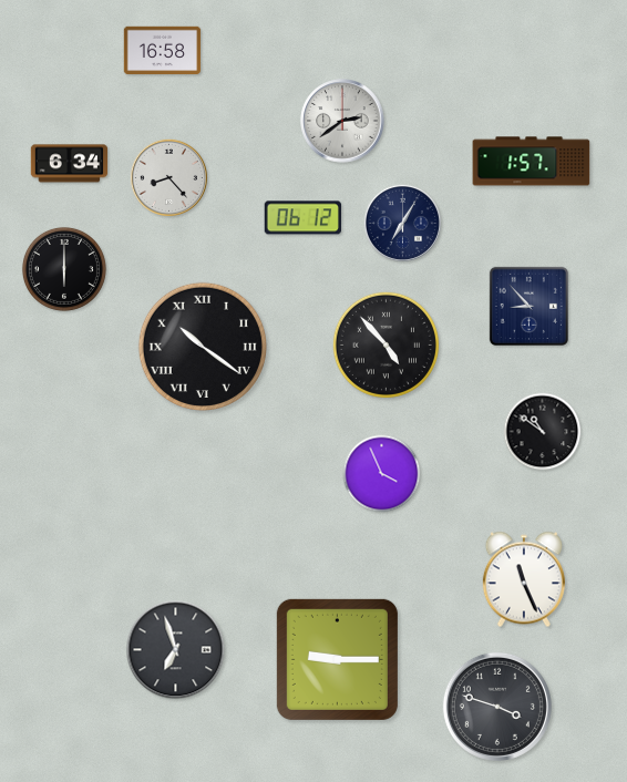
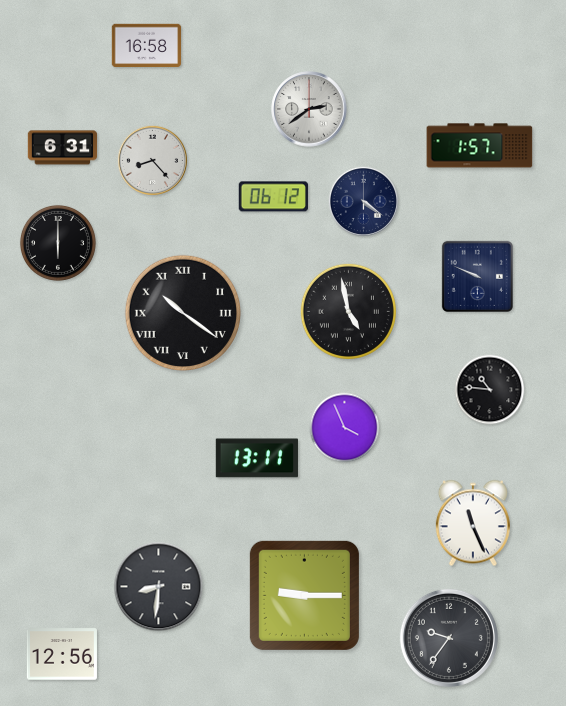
clock at (70, 164): 6:34 -> 6:31
clock at (402, 223): 7:05 -> 4:21
clock at (528, 306): 8:53 -> 9:49
clock at (386, 344): 4:53 -> 4:58
clock at (543, 432): 10:51 -> 10:46
clock at (257, 458): none -> 13:11
clock at (176, 650): 6:57 -> 8:31
clock at (497, 707): 3:48 -> 9:36
clock at (62, 654): none -> 12:56
